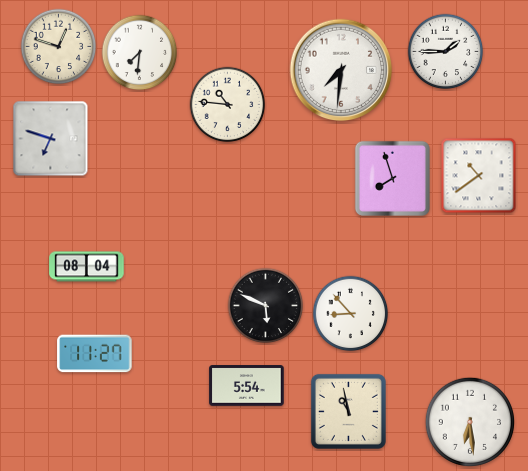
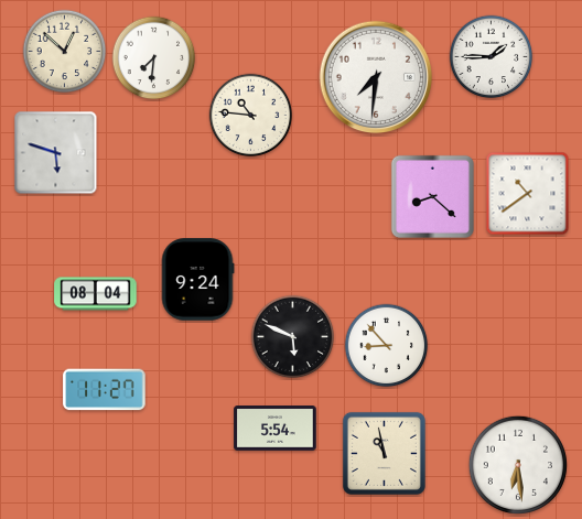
clock at (59, 47): 12:48 -> 12:52
clock at (51, 139): 6:48 -> 5:48
clock at (392, 178): 7:57 -> 8:22
clock at (197, 280): none -> 9:24
clock at (247, 386) position: (247, 386) -> (276, 429)
